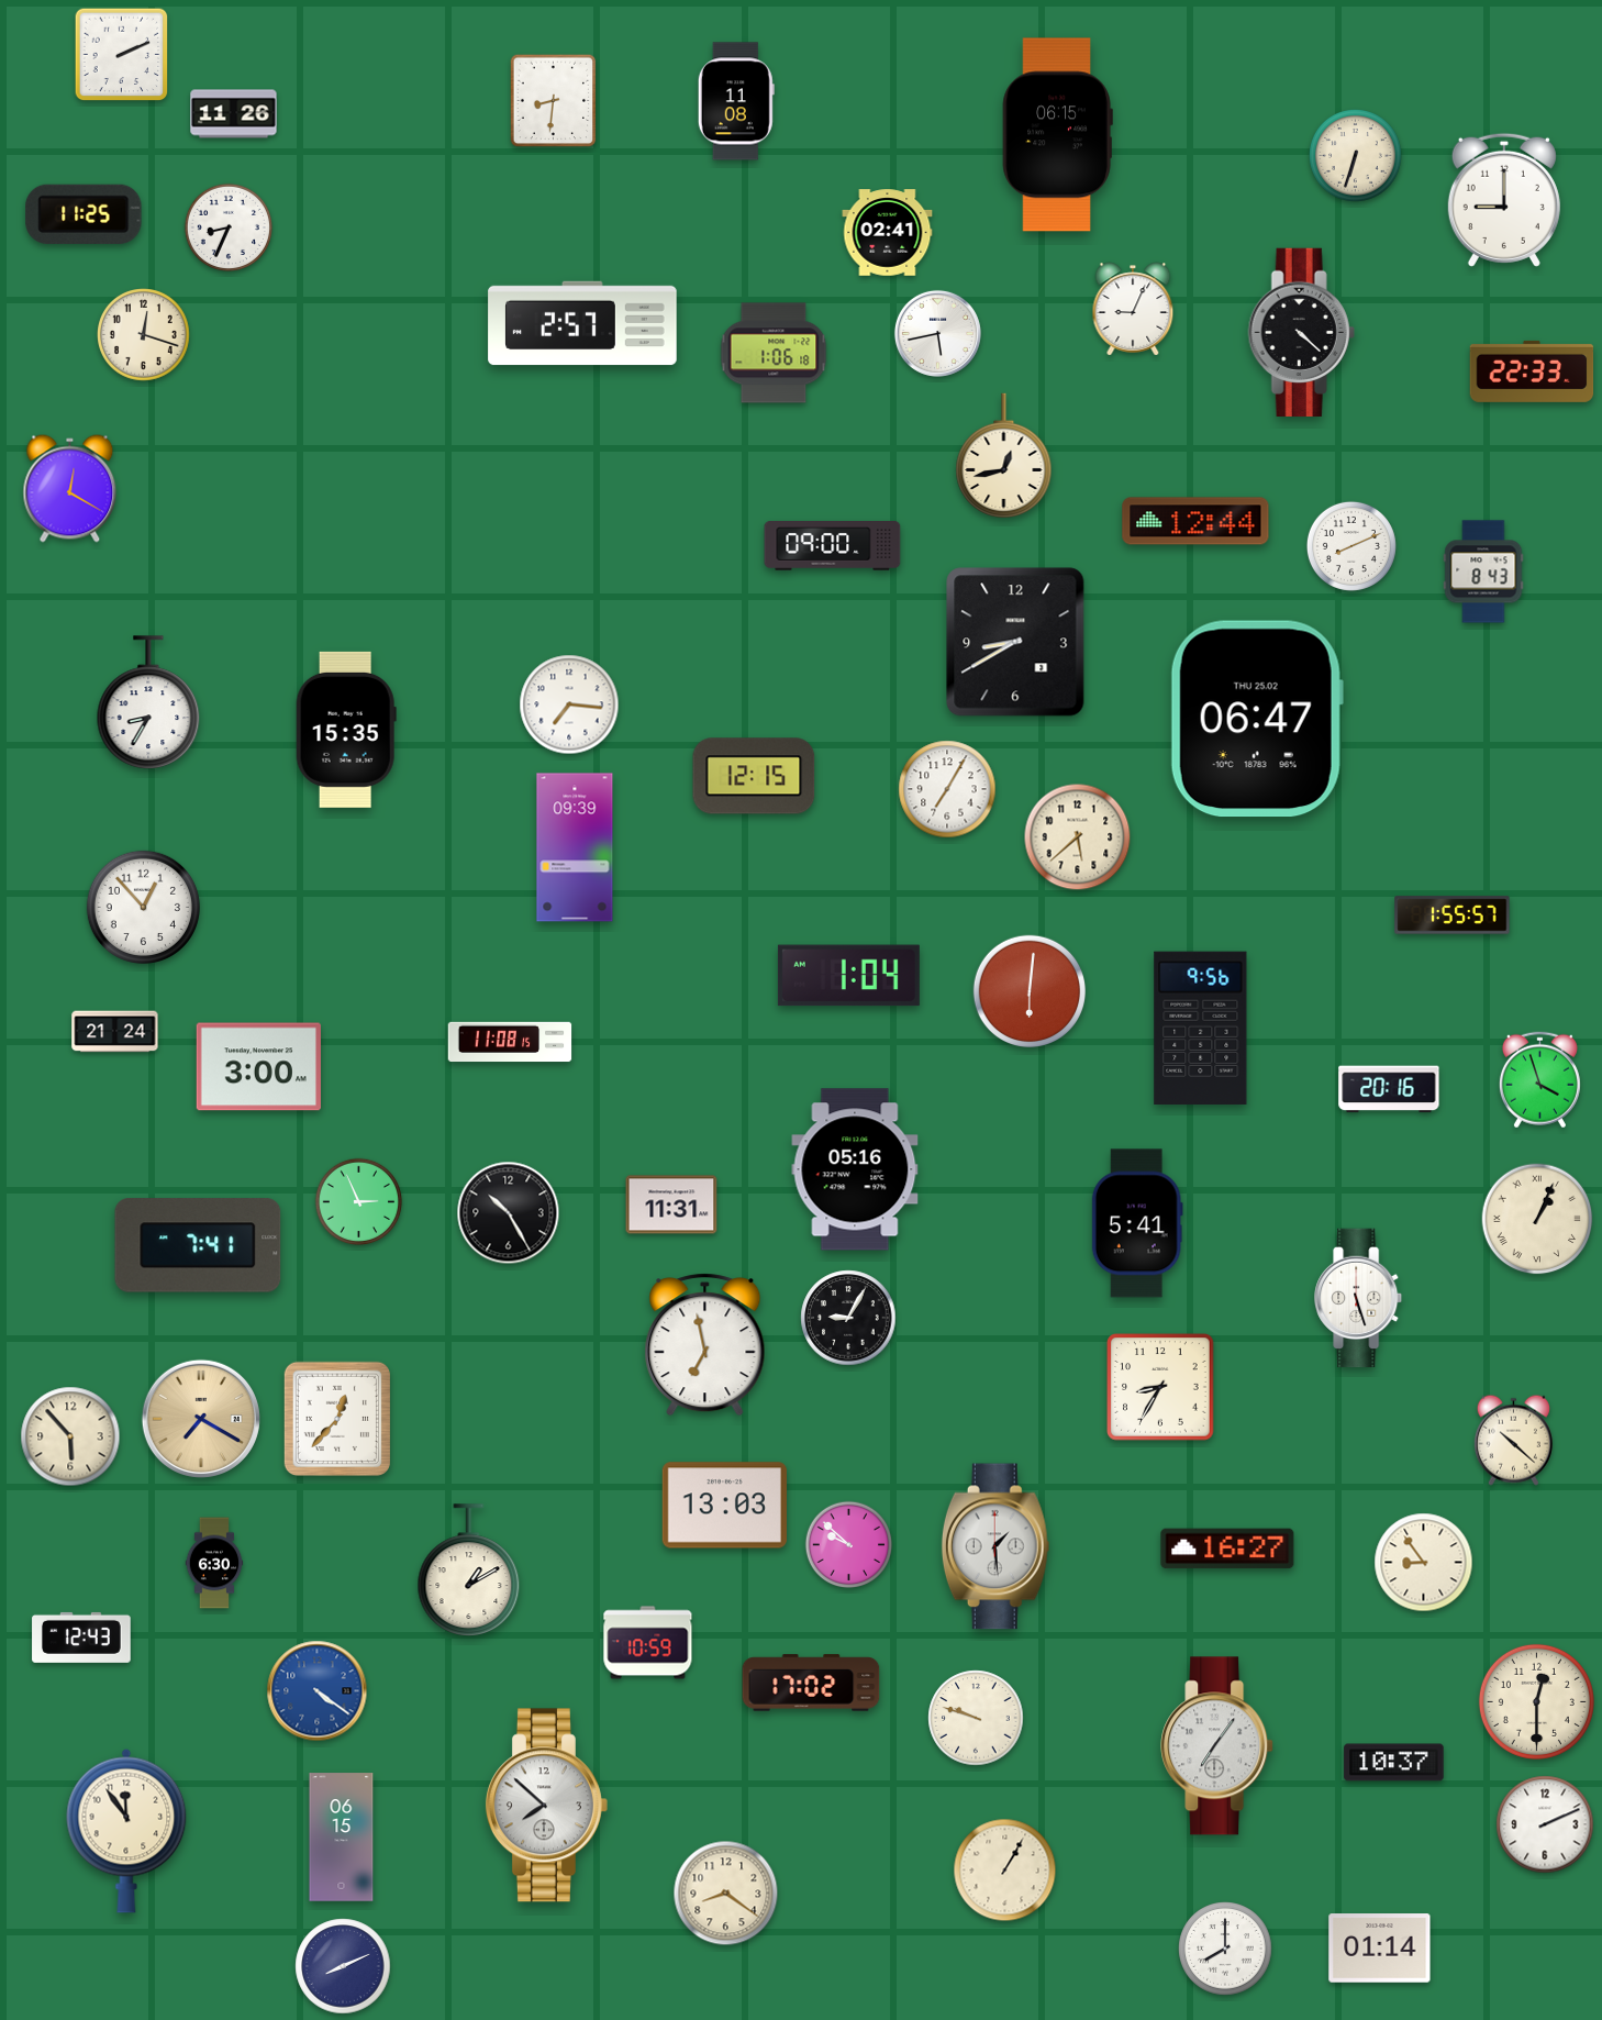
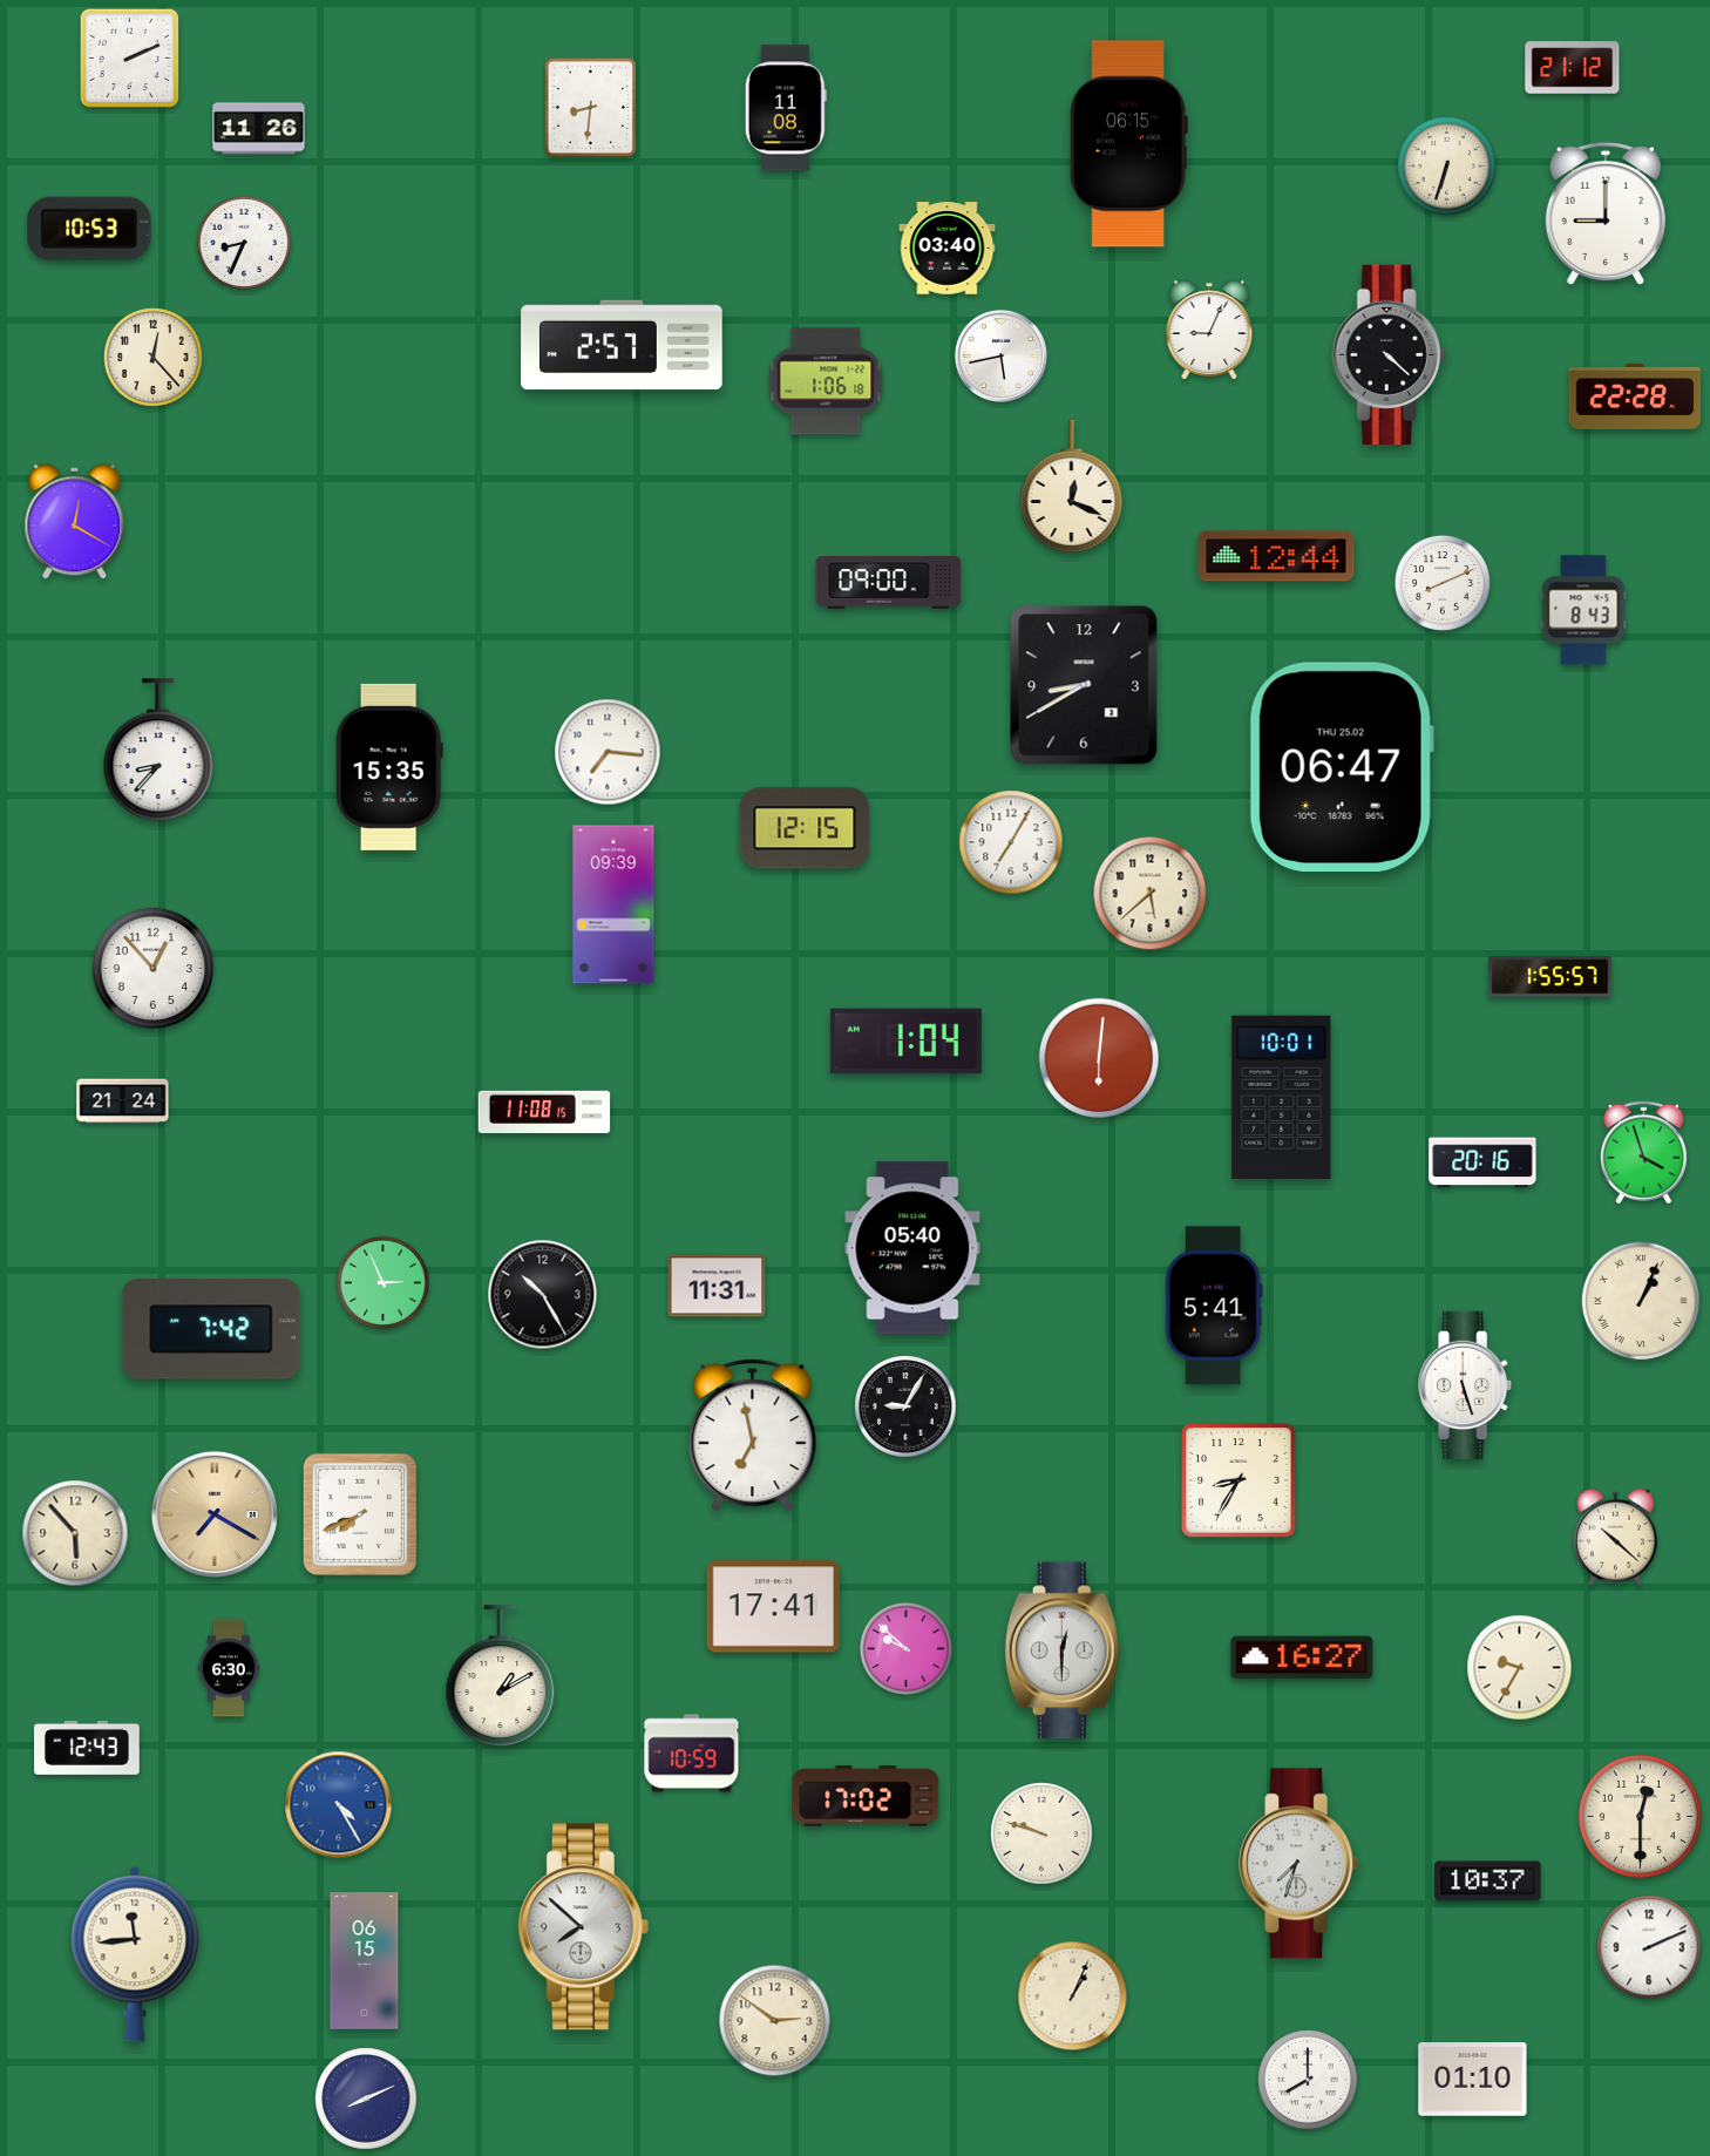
clock at (1573, 68): none -> 21:12
clock at (234, 114) position: (234, 114) -> (259, 129)
clock at (84, 214): 11:25 -> 10:53
clock at (888, 233): 02:41 -> 03:40
clock at (144, 335): 12:18 -> 12:23
clock at (774, 353) position: (774, 353) -> (826, 381)
clock at (1532, 371): 22:33 -> 22:28
clock at (1004, 456): 12:43 -> 12:19
clock at (148, 702): 8:35 -> 8:37
clock at (346, 730) position: (346, 730) -> (389, 767)
clock at (1201, 1028): 9:56 -> 10:01
clock at (258, 1067): 3:00 -> none
clock at (855, 1169): 05:16 -> 05:40
clock at (198, 1245): 7:41 -> 7:42
clock at (1359, 1298) position: (1359, 1298) -> (1466, 1385)
clock at (336, 1419): 12:37 -> 7:41
clock at (724, 1506): 13:03 -> 17:41
clock at (995, 1546): 1:29 -> 12:30
clock at (1227, 1549) position: (1227, 1549) -> (1302, 1657)
clock at (1424, 1563): 8:54 -> 9:35
clock at (318, 1691): 4:21 -> 4:25
clock at (1217, 1746): 7:06 -> 7:33
clock at (126, 1831): 11:54 -> 11:44
clock at (1005, 1871): 1:05 -> 1:04
clock at (726, 1894): 8:21 -> 2:51
clock at (1380, 1949): 01:14 -> 01:10
